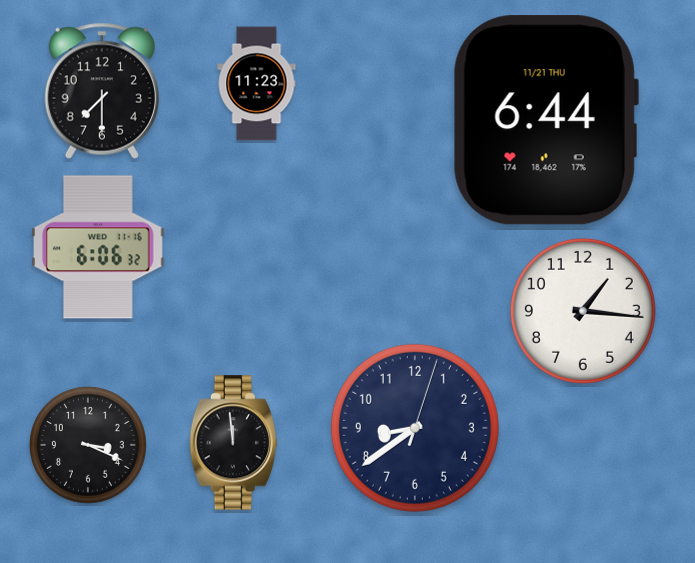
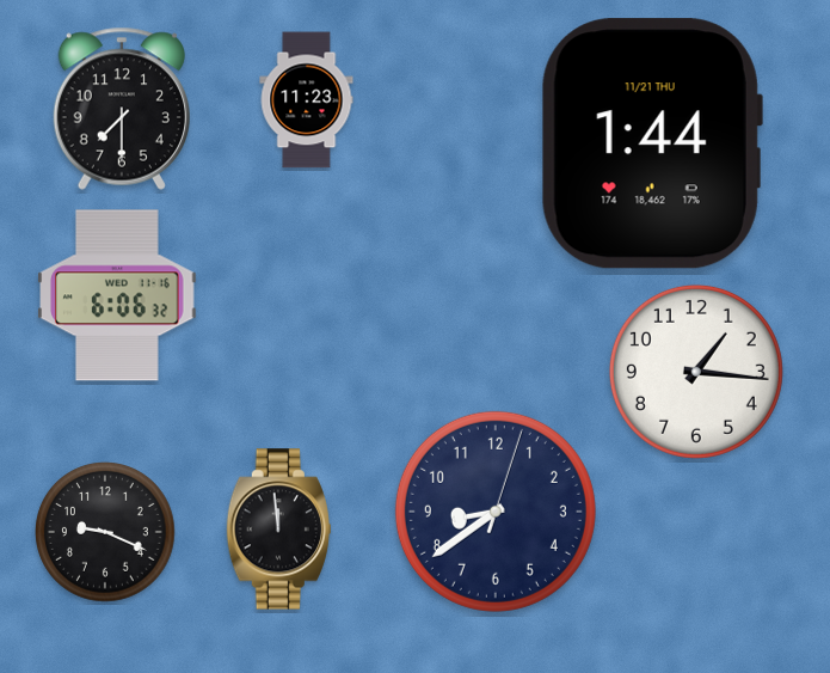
clock at (546, 120): 6:44 -> 1:44
clock at (88, 445): 3:19 -> 9:19
